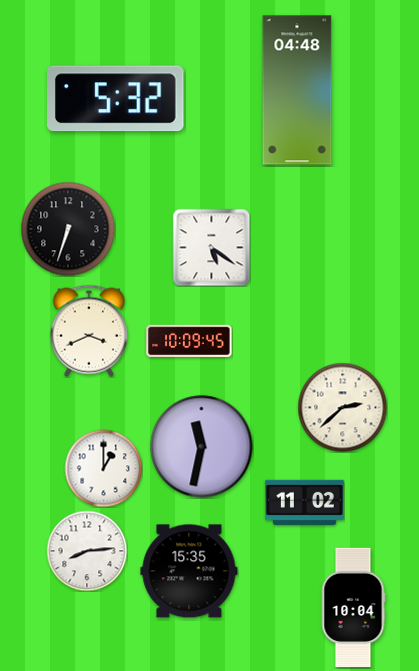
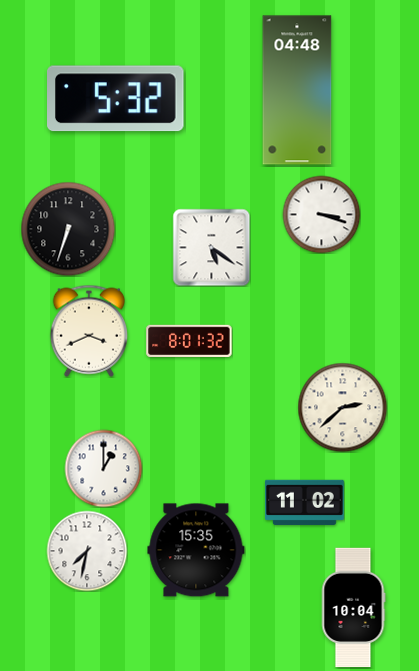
clock at (321, 214): none -> 3:18
clock at (189, 340): 10:09 -> 8:01
clock at (202, 447): 11:32 -> none
clock at (87, 551): 8:14 -> 7:32
clock at (189, 571) position: (189, 571) -> (196, 550)
